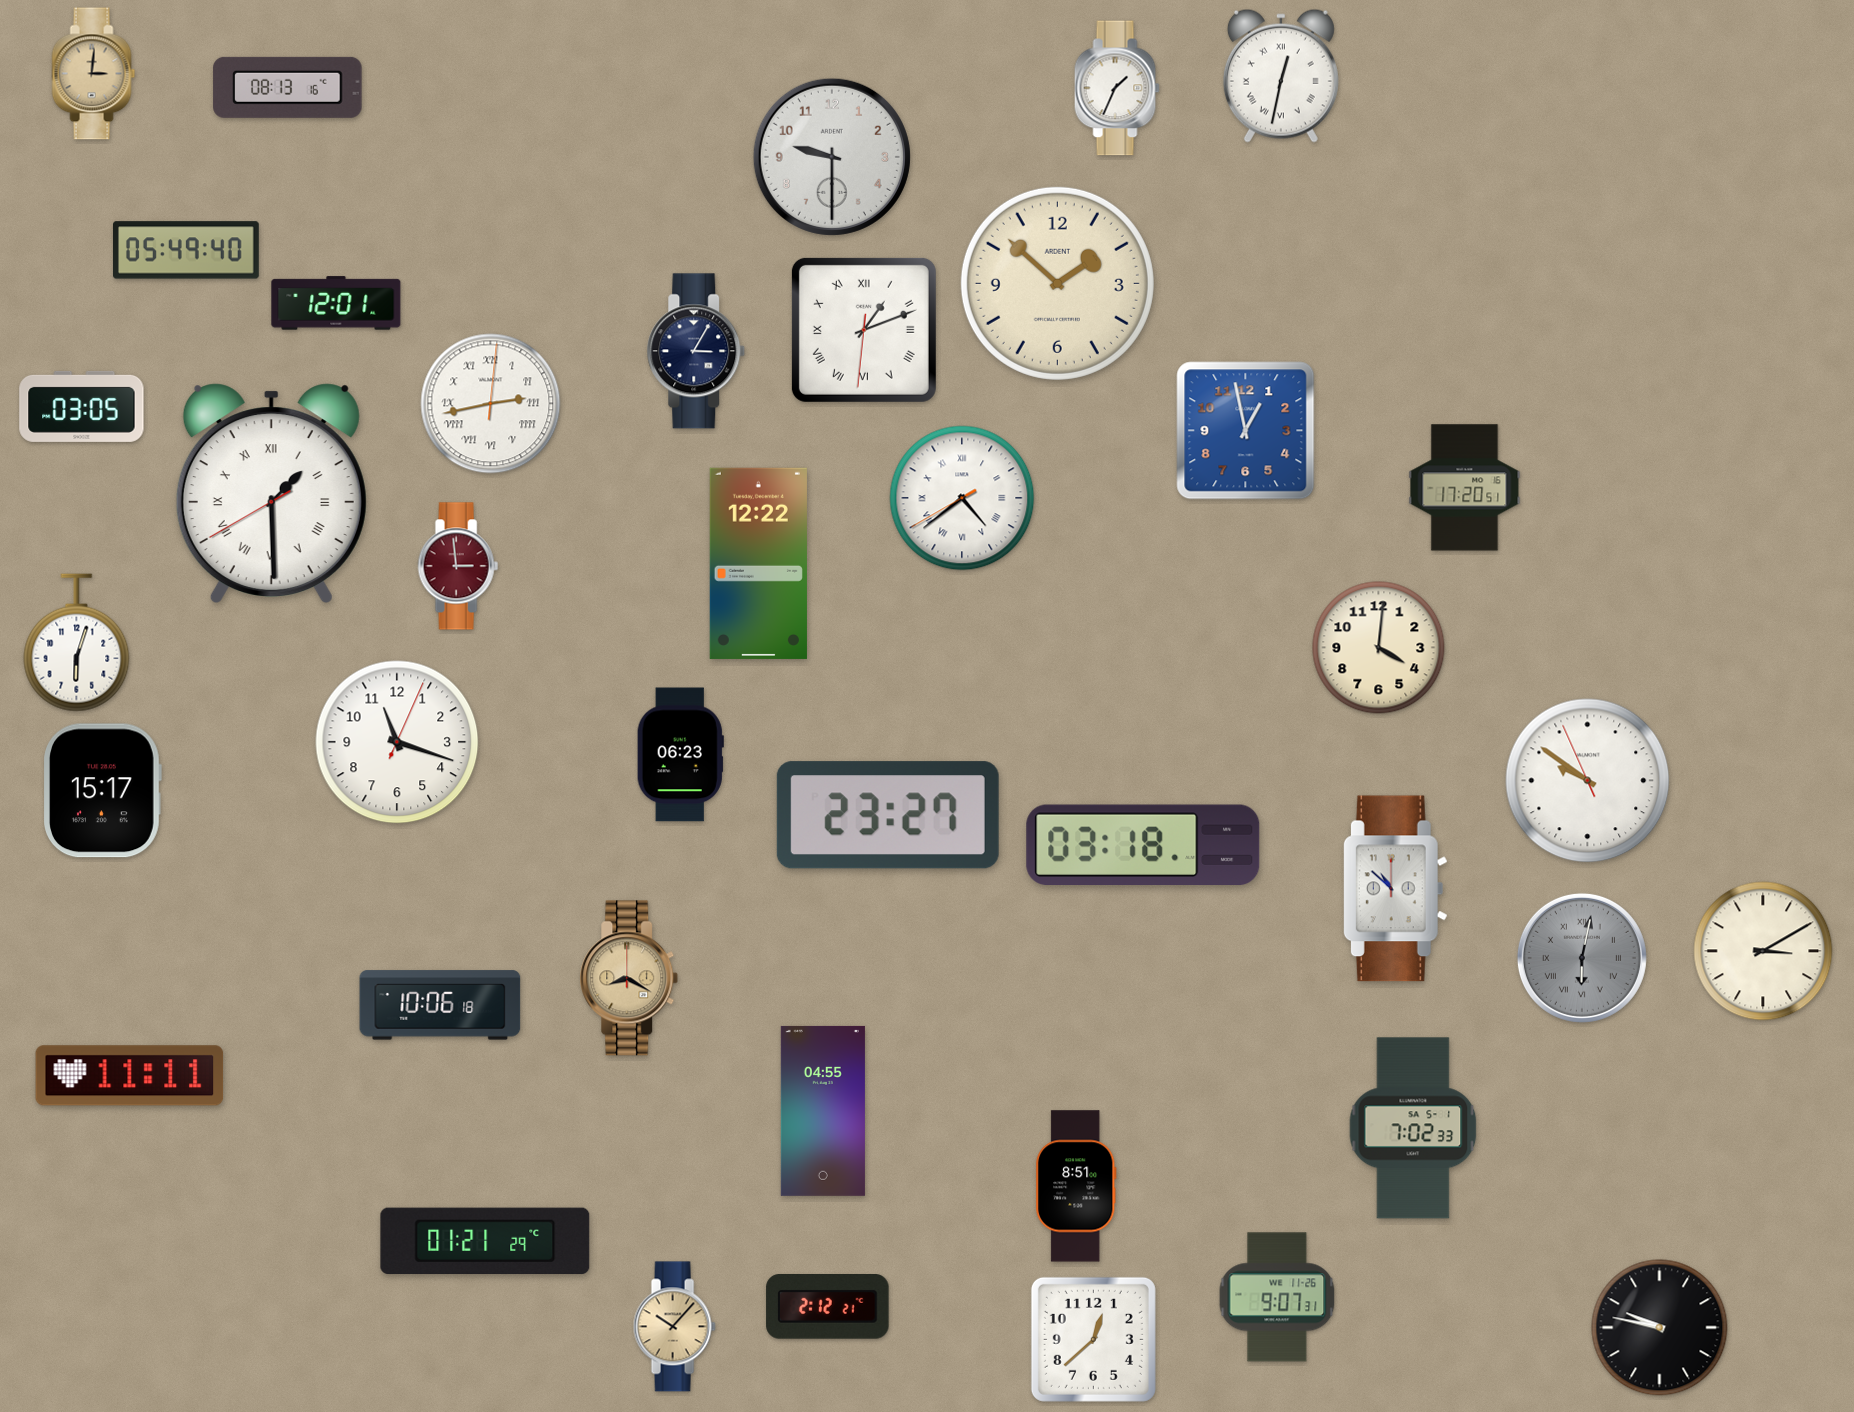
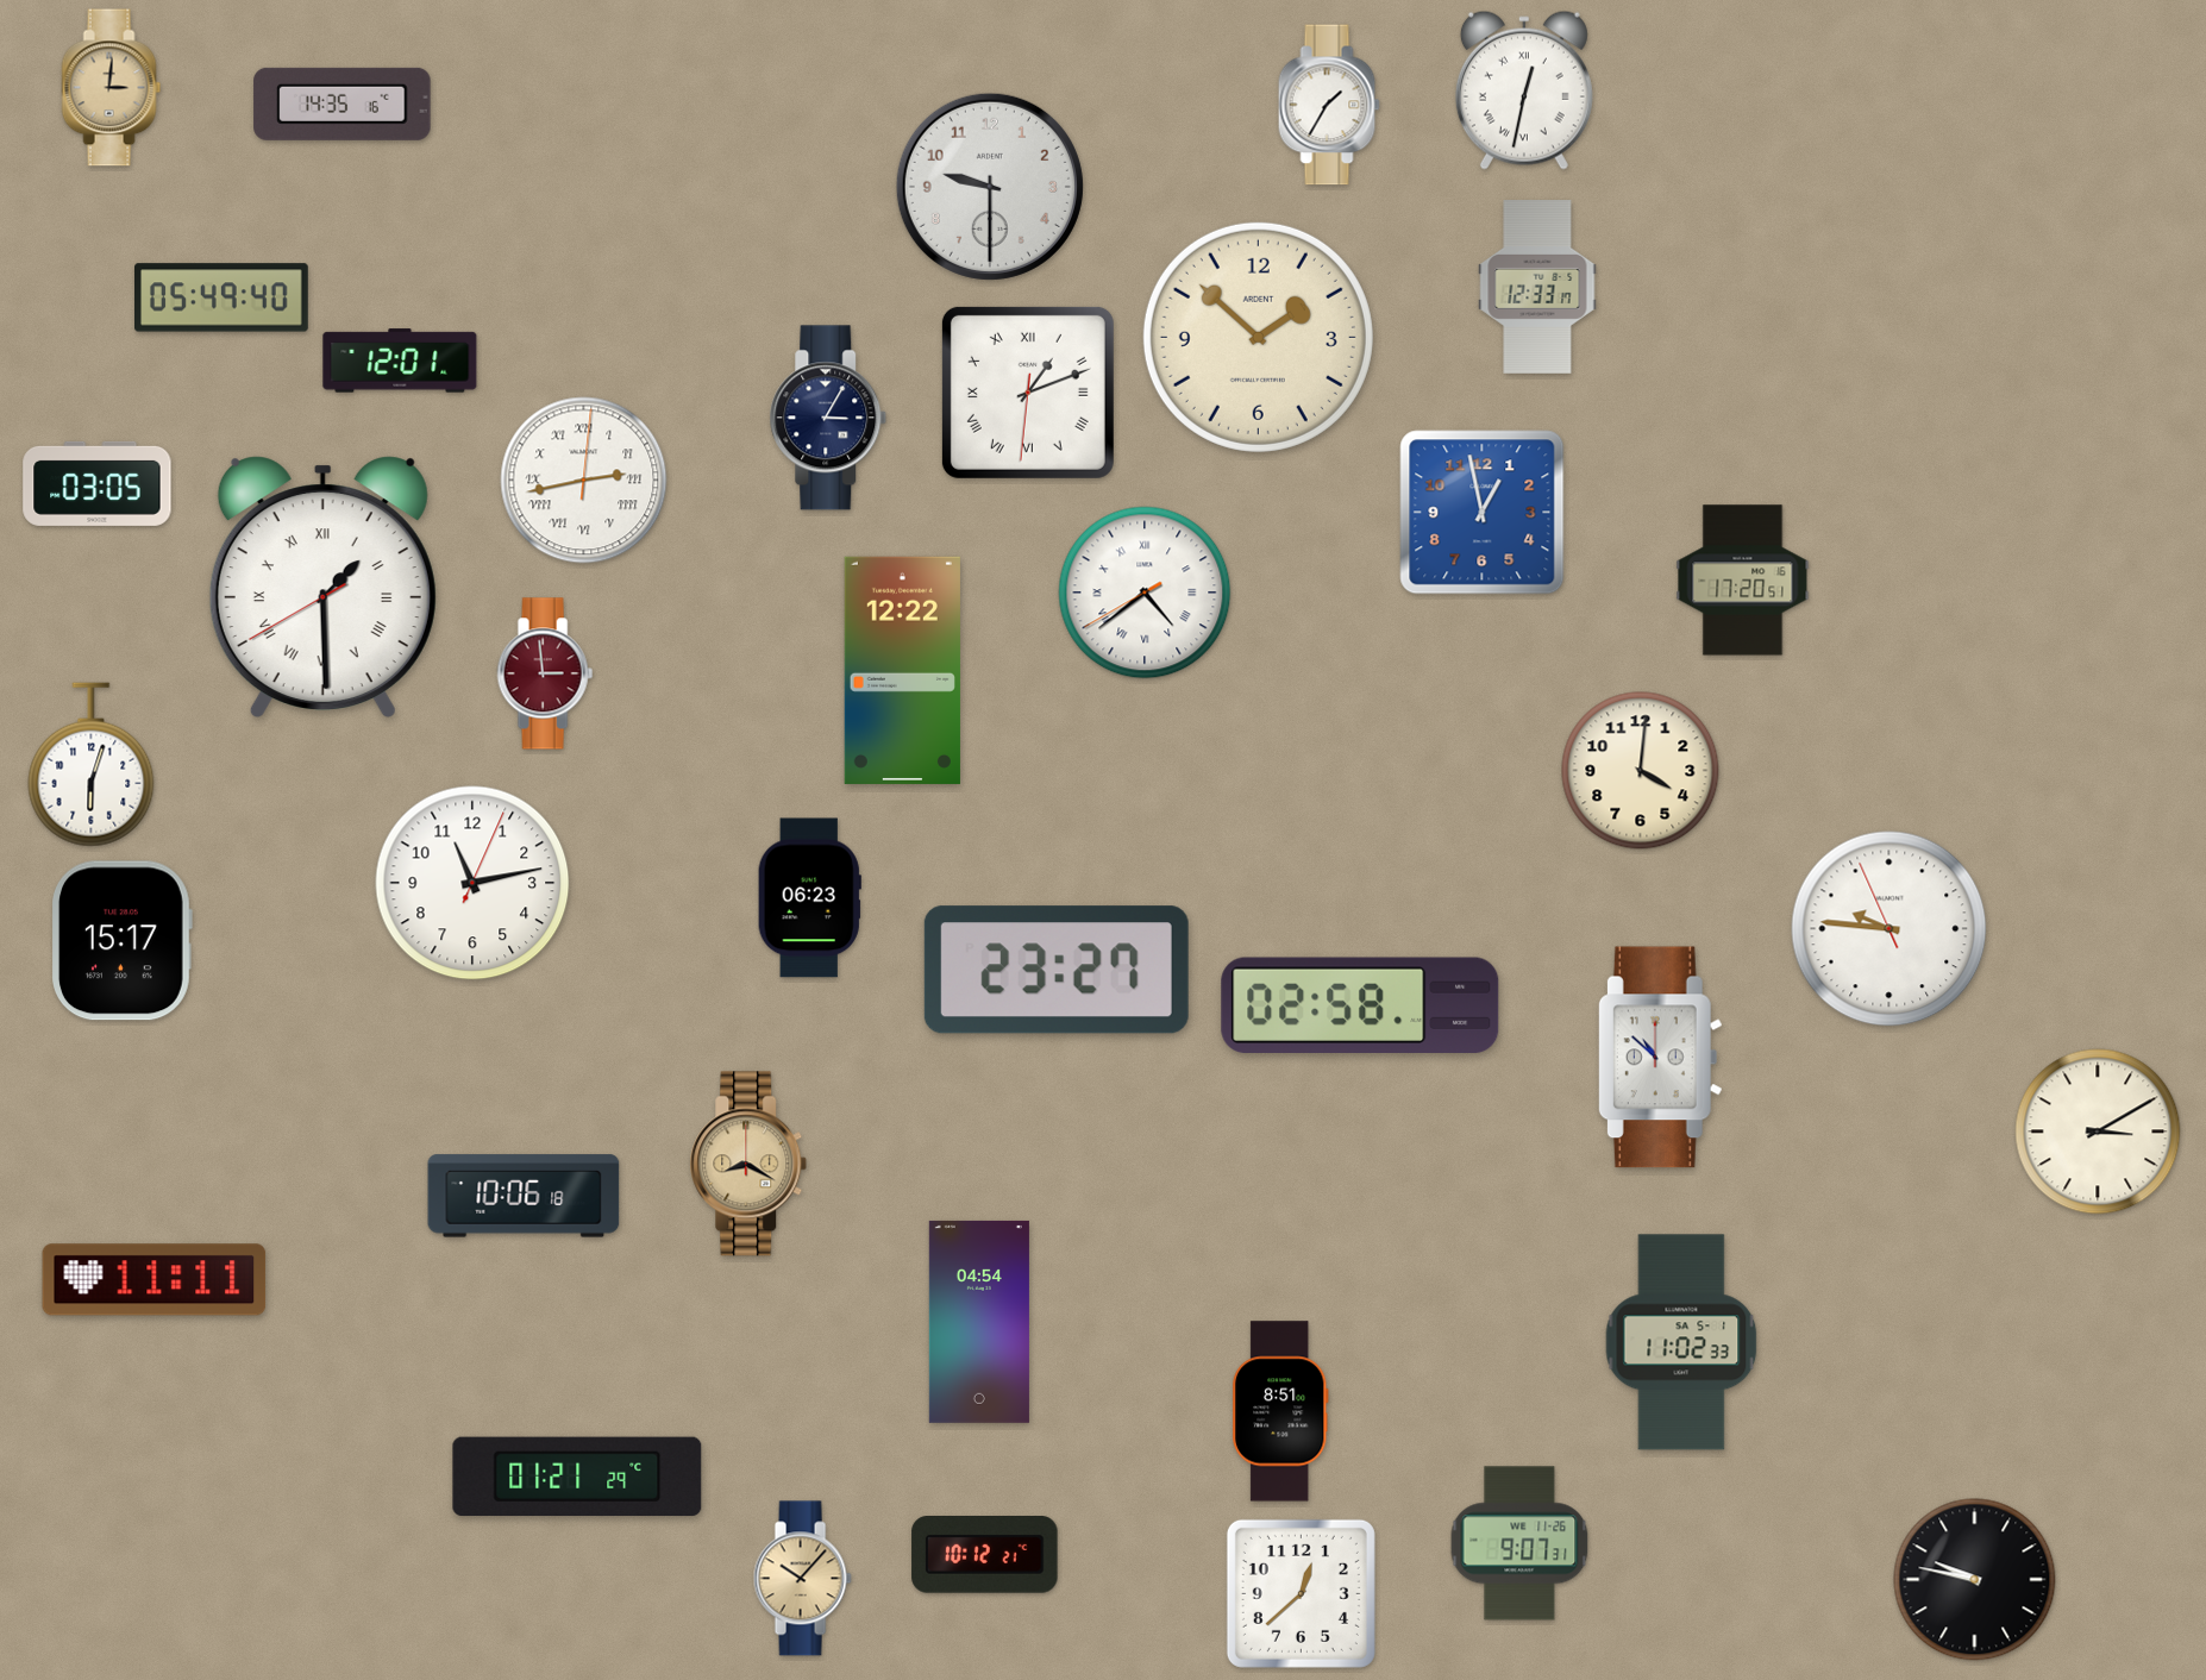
clock at (288, 87): 08:13 -> 14:35
clock at (1117, 88): 1:34 -> 1:35
clock at (1537, 287): none -> 12:33
clock at (397, 742): 11:18 -> 11:13
clock at (1588, 781): 9:50 -> 9:45
clock at (1143, 845): 03:18 -> 02:58
clock at (1582, 958): 6:02 -> none
clock at (823, 1111): 04:55 -> 04:54
clock at (1413, 1128): 7:02 -> 11:02
clock at (828, 1307): 2:12 -> 10:12
